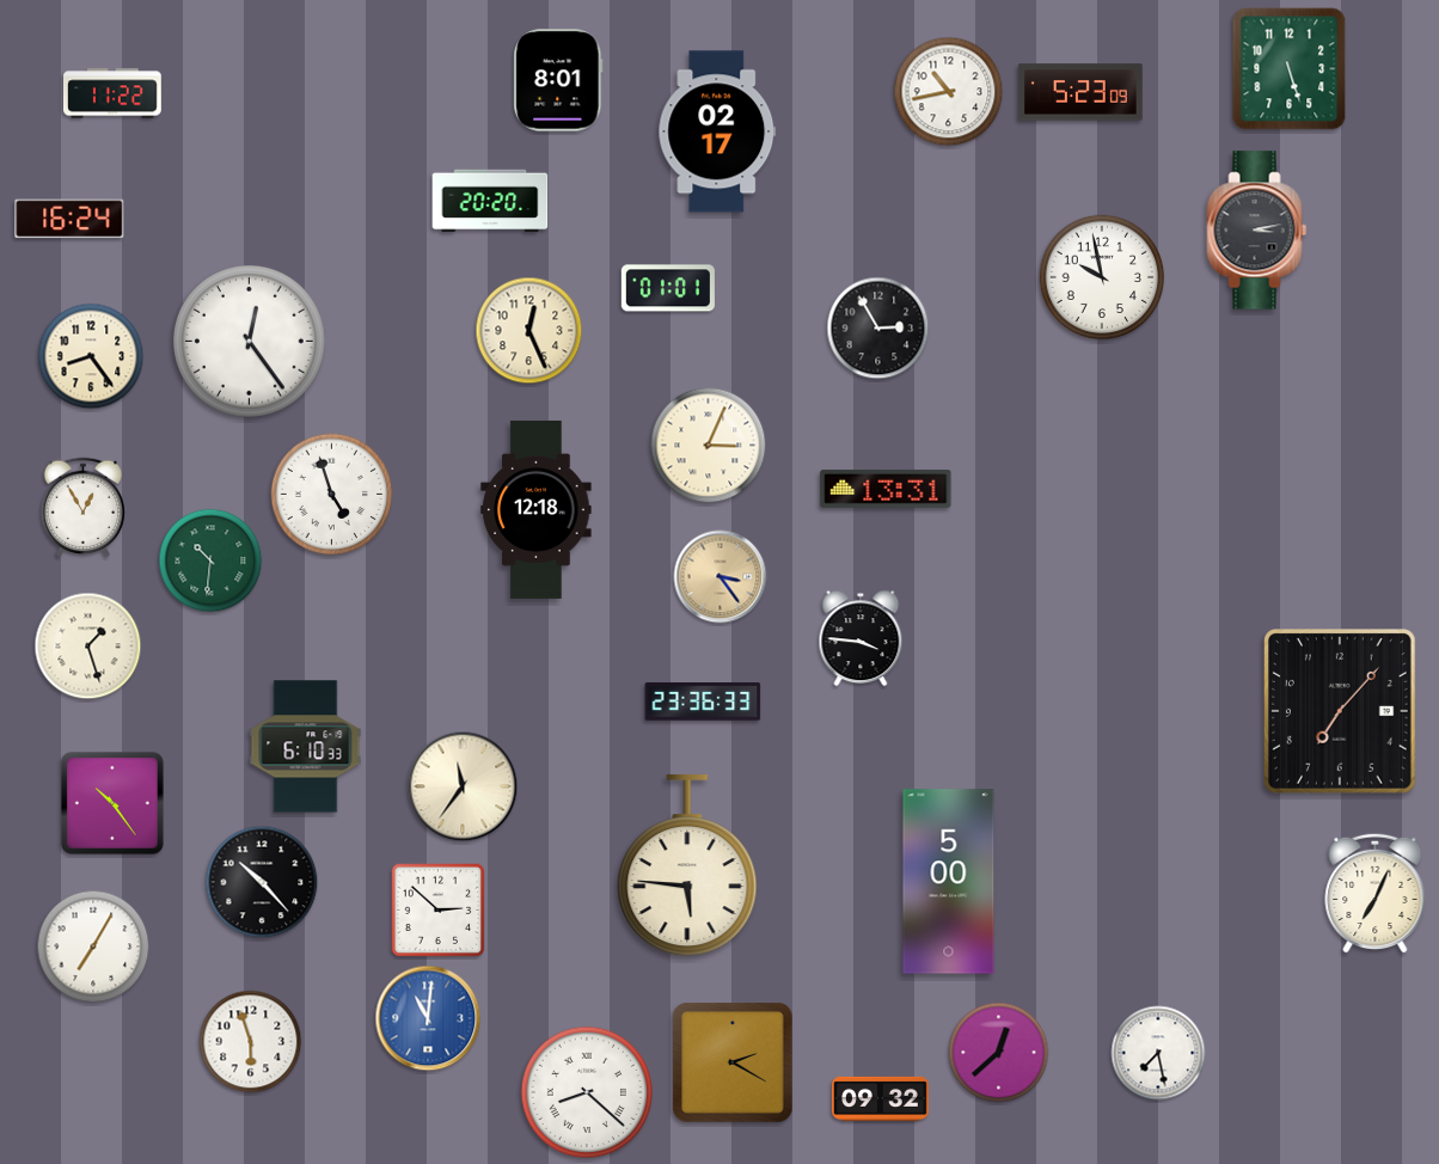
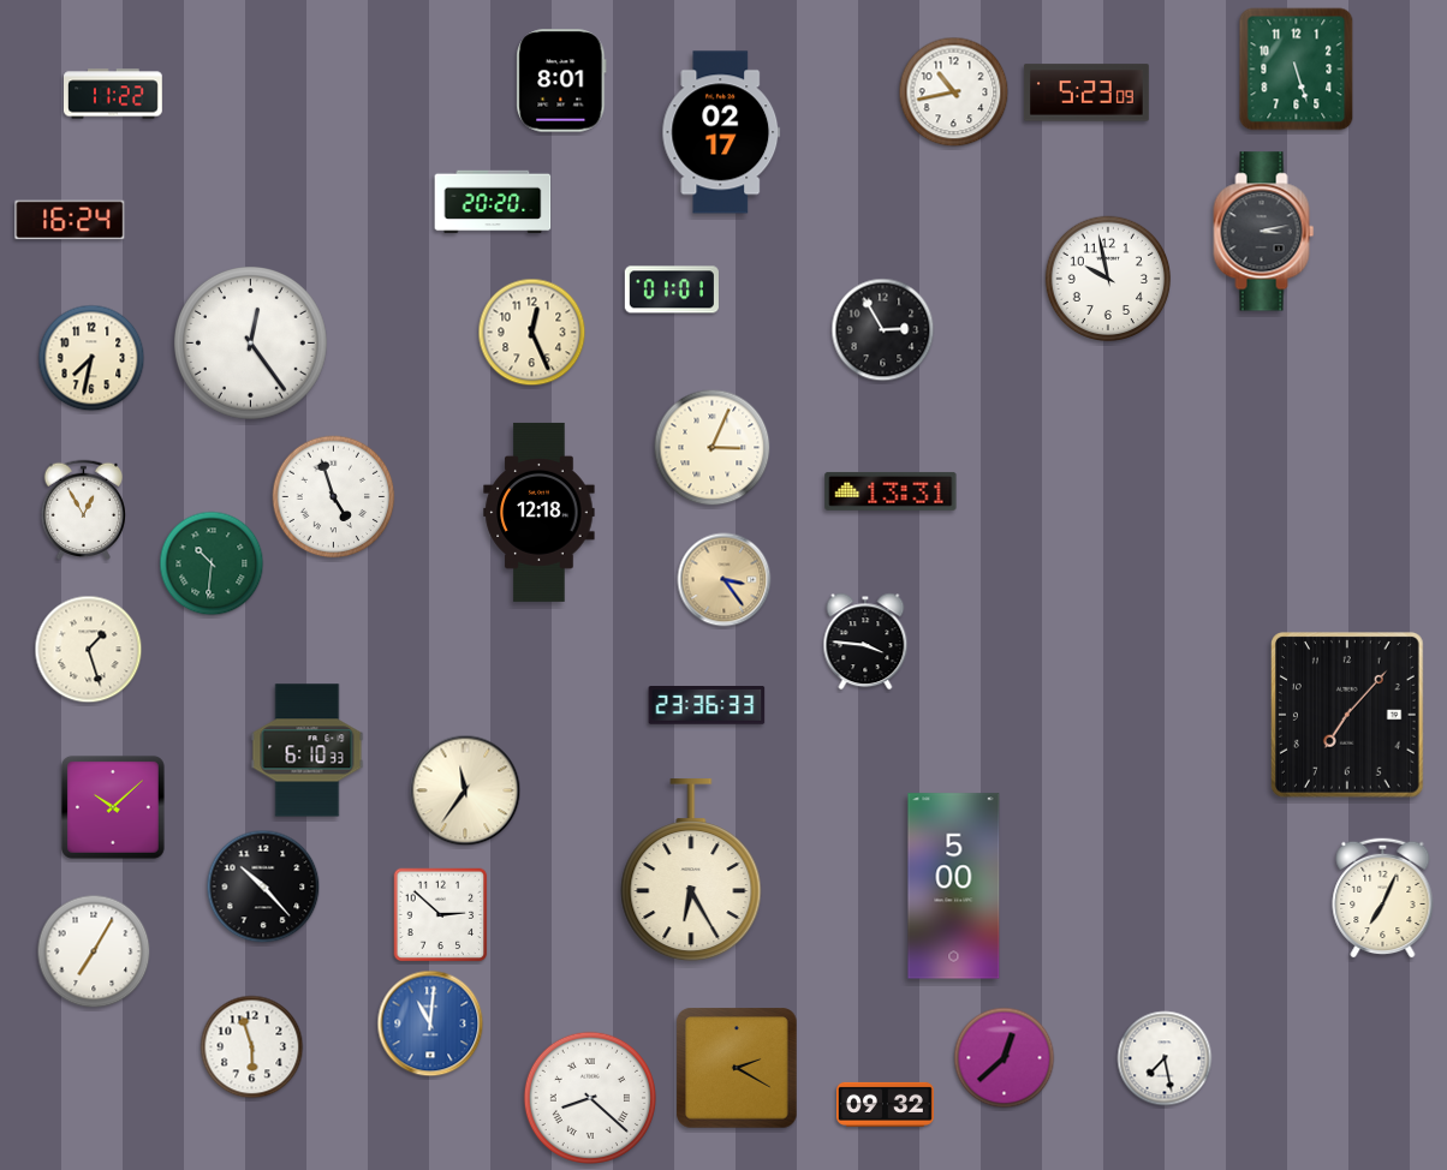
clock at (91, 356): 8:24 -> 7:32
clock at (112, 803): 10:24 -> 10:08
clock at (687, 866): 5:46 -> 6:25
